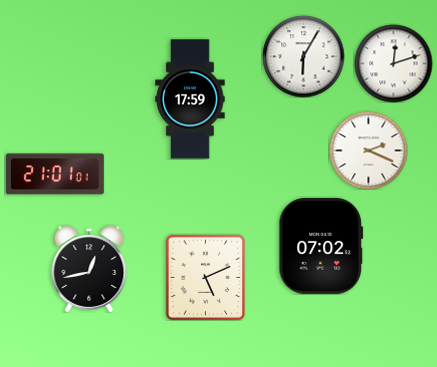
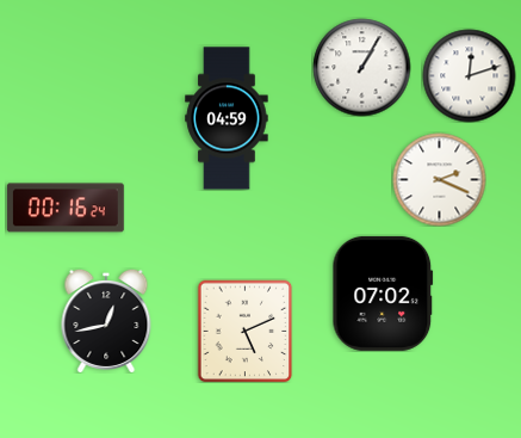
clock at (303, 56): 6:05 -> 1:05
clock at (190, 99): 17:59 -> 04:59
clock at (55, 174): 21:01 -> 00:16
